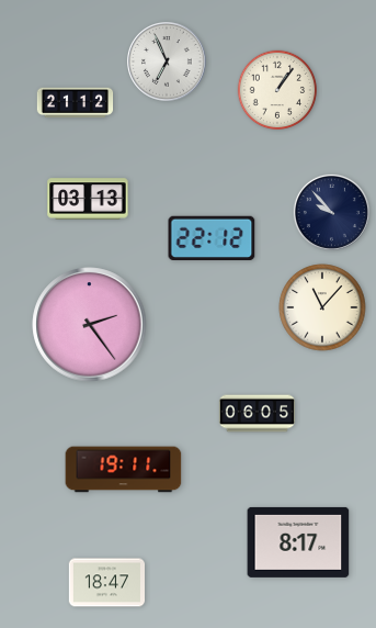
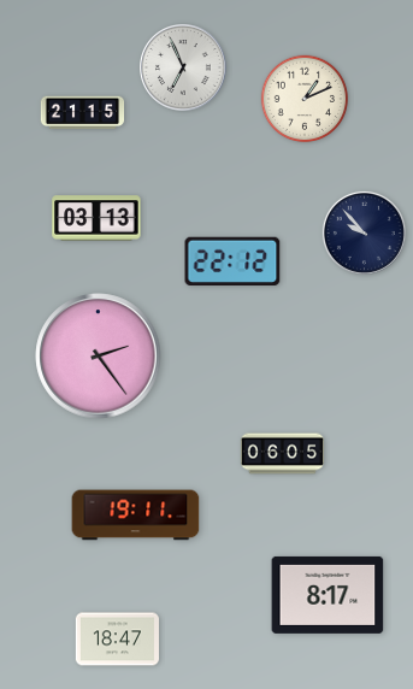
clock at (277, 90): 1:06 -> 1:11
clock at (76, 103): 21:12 -> 21:15
clock at (322, 307): 11:07 -> none
